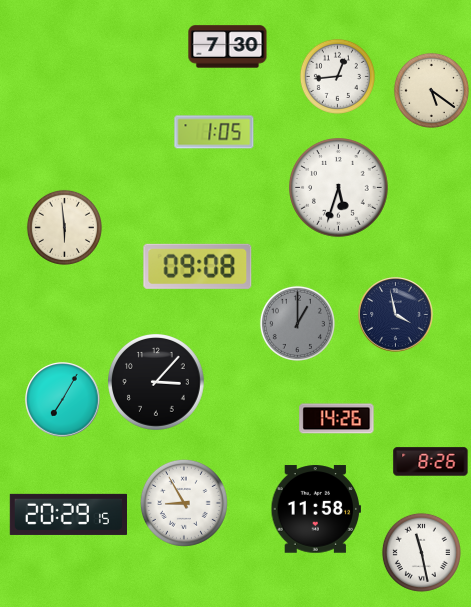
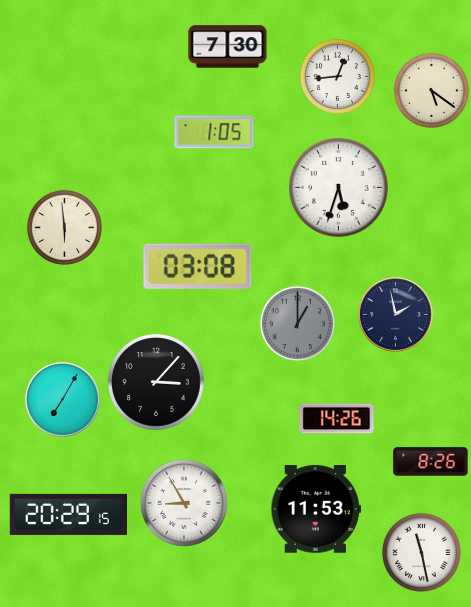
clock at (198, 266): 09:08 -> 03:08
clock at (396, 315): 3:58 -> 1:58
clock at (315, 509): 11:58 -> 11:53
